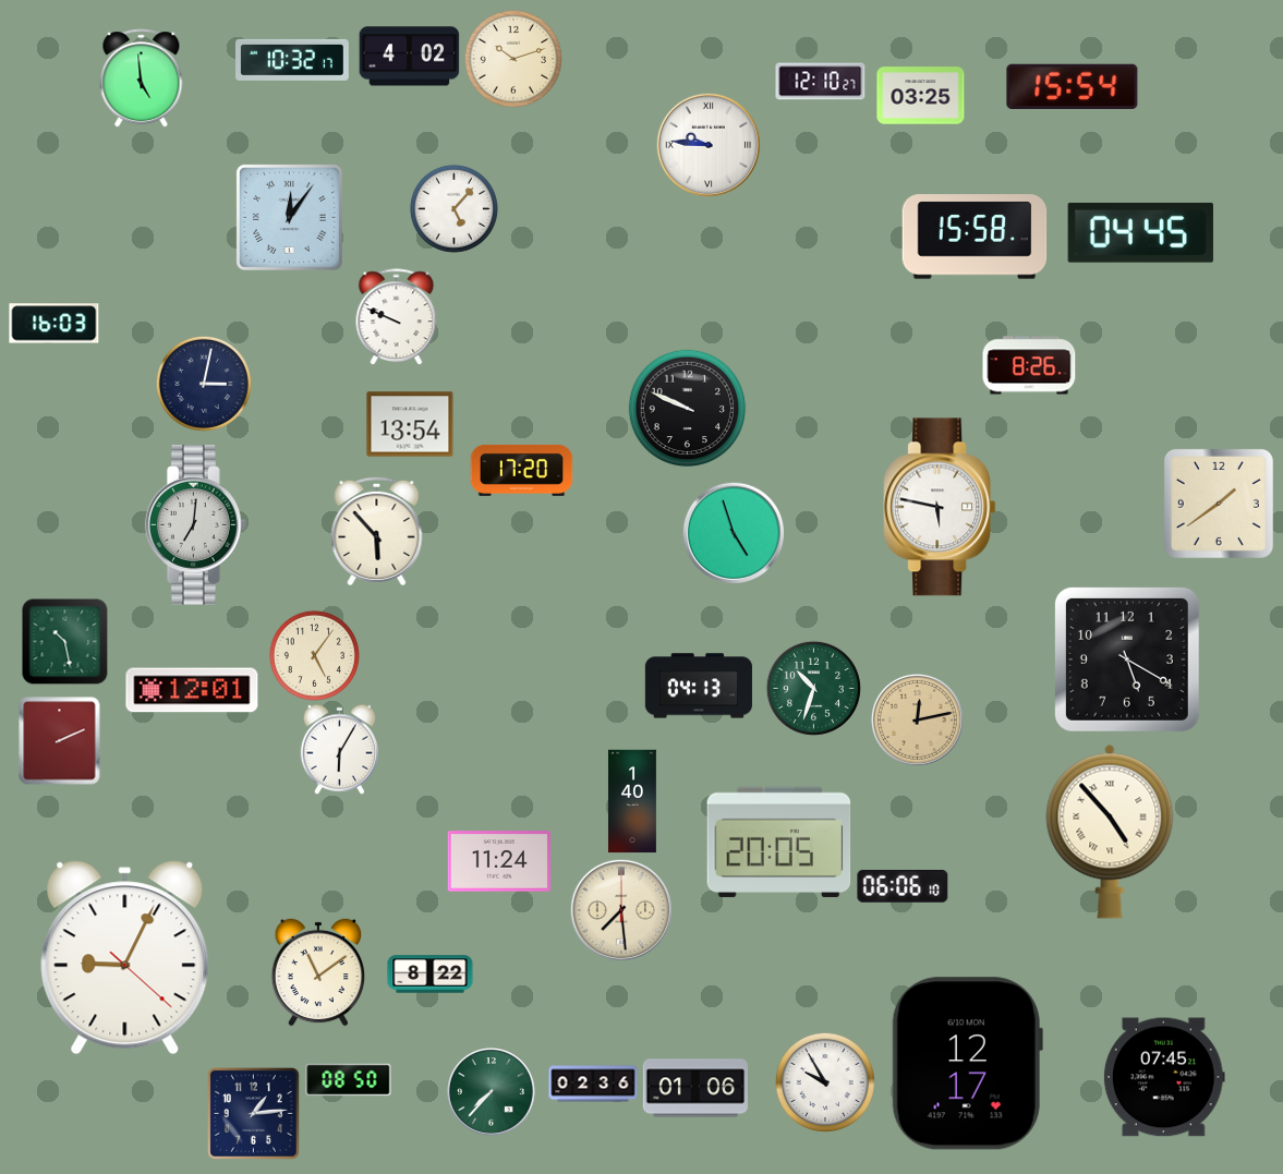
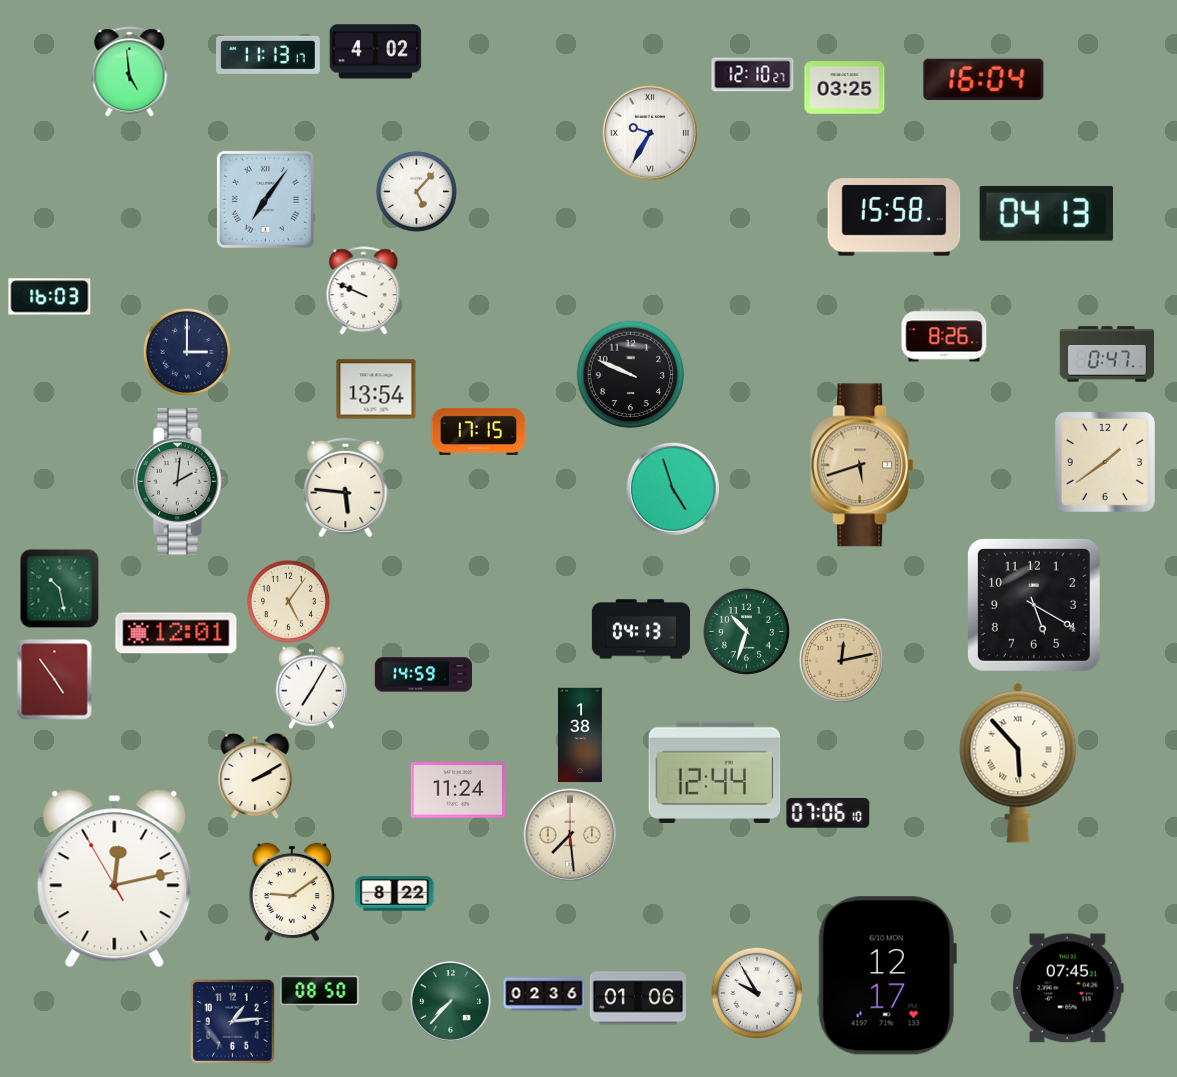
clock at (513, 59): 10:12 -> none
clock at (293, 60): 10:32 -> 11:13
clock at (1073, 87): 15:54 -> 16:04
clock at (709, 145): 9:46 -> 9:35
clock at (289, 217): 12:06 -> 7:06
clock at (1140, 232): 04:45 -> 04:13
clock at (204, 384): 3:02 -> 3:00
clock at (1107, 354): none -> 0:47
clock at (522, 470): 17:20 -> 17:15
clock at (1219, 504) position: (1219, 504) -> (1105, 462)
clock at (940, 507): 5:47 -> 5:42
clock at (940, 507) dial: white -> champagne
clock at (195, 525): 7:01 -> 2:01
clock at (377, 531): 5:53 -> 5:46
clock at (423, 675): none -> 14:59
clock at (60, 741): 2:11 -> 4:54
clock at (339, 749): 6:05 -> 7:05
clock at (632, 801): 1:40 -> 1:38
clock at (1110, 832): 4:53 -> 5:53
clock at (779, 842): 20:05 -> 12:44
clock at (255, 776): none -> 2:10
clock at (903, 886): 06:06 -> 07:06
clock at (125, 958): 9:04 -> 12:12
clock at (318, 972): 11:09 -> 9:09
